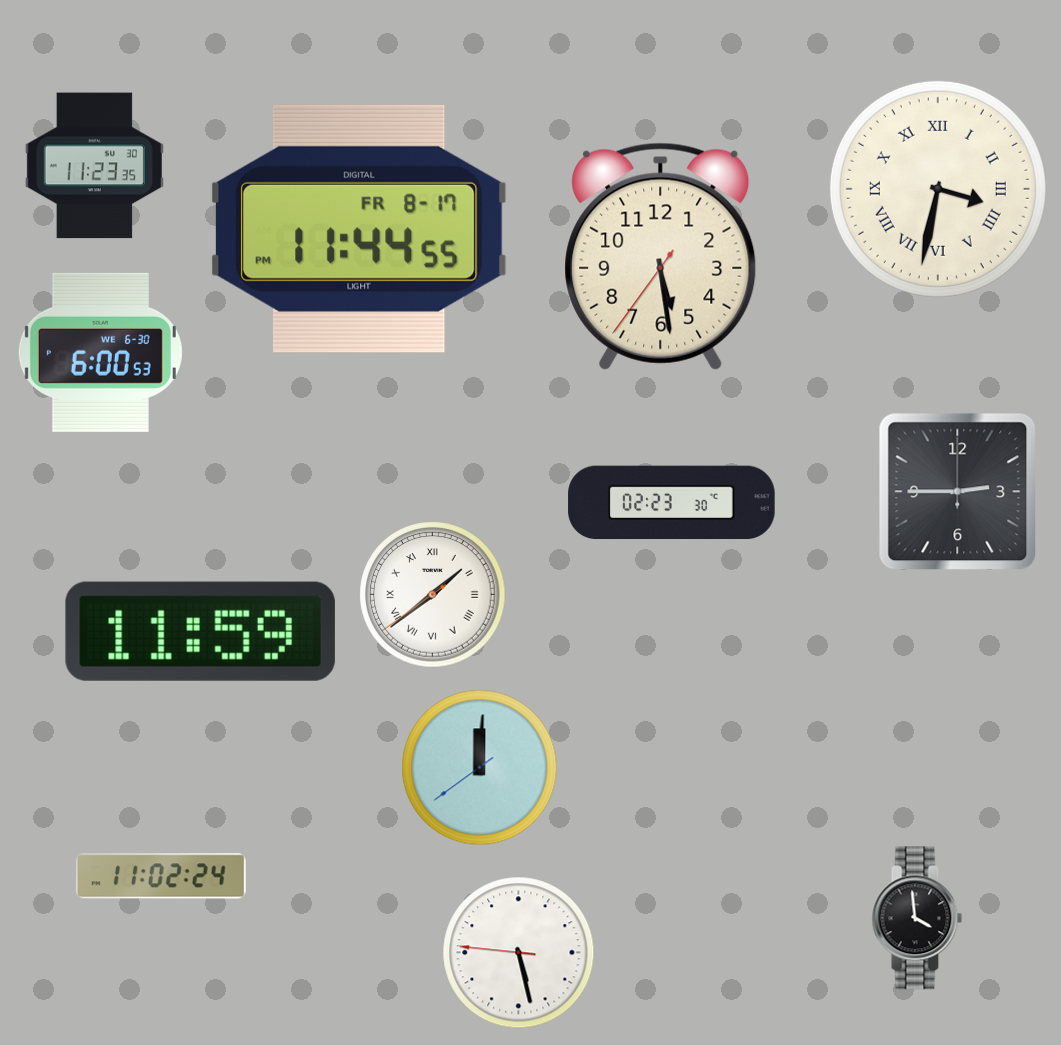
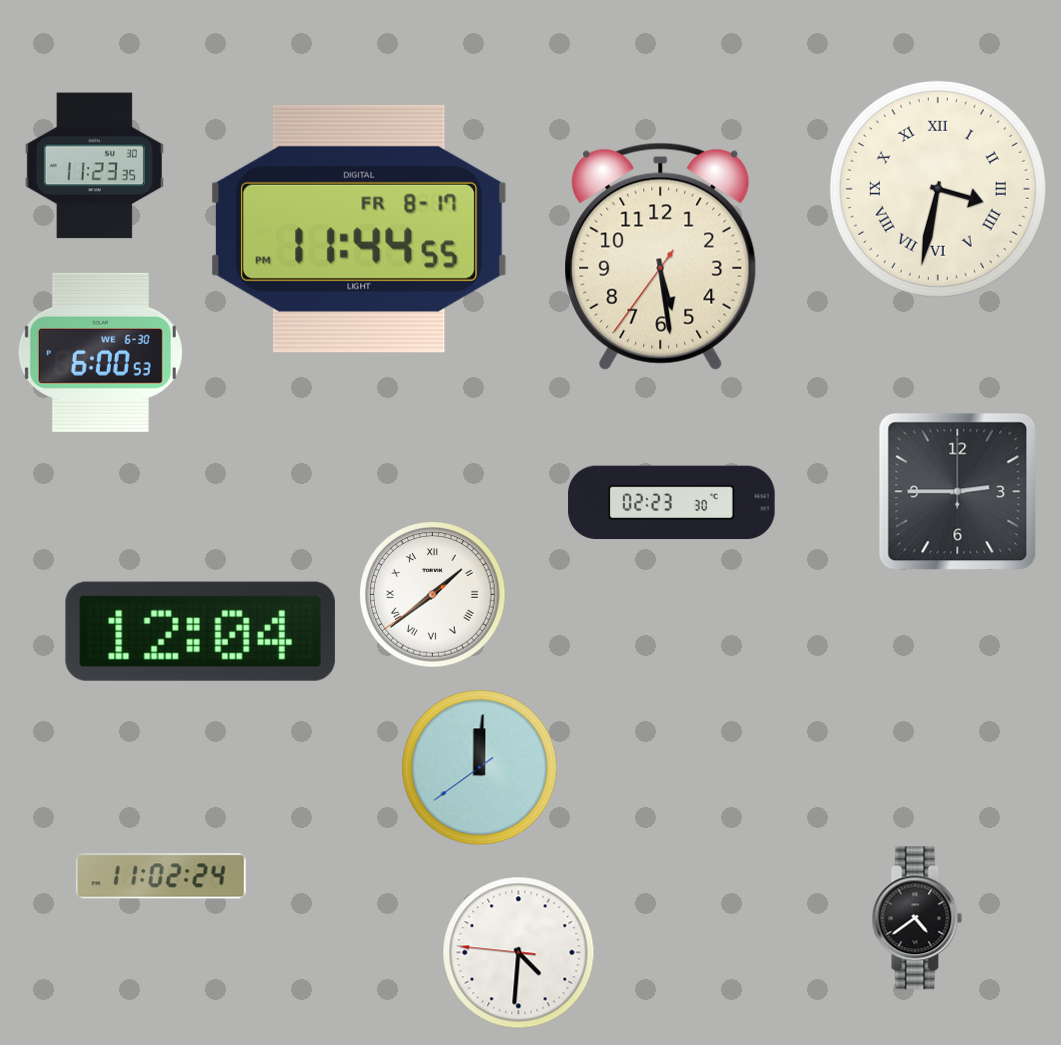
clock at (200, 631): 11:59 -> 12:04
clock at (917, 918): 3:59 -> 4:39
clock at (519, 953): 5:27 -> 4:30
